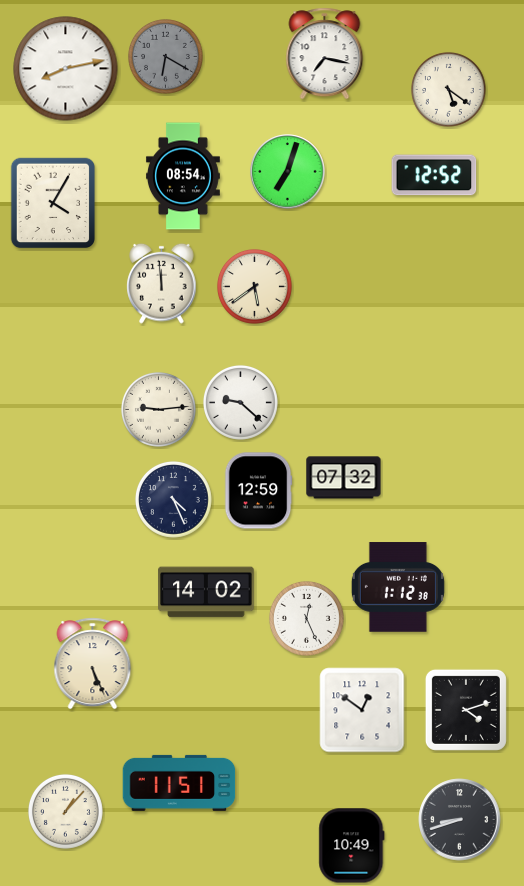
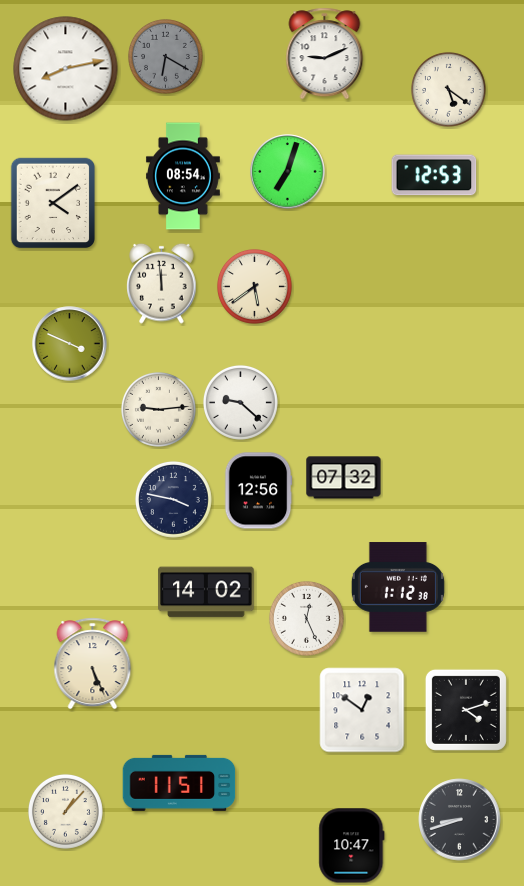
clock at (325, 54): 7:17 -> 9:11
clock at (434, 175): 12:52 -> 12:53
clock at (53, 203): 4:05 -> 4:09
clock at (70, 344): none -> 3:49
clock at (258, 491): 12:59 -> 12:56
clock at (173, 499): 4:26 -> 3:47
clock at (352, 846): 10:49 -> 10:47
